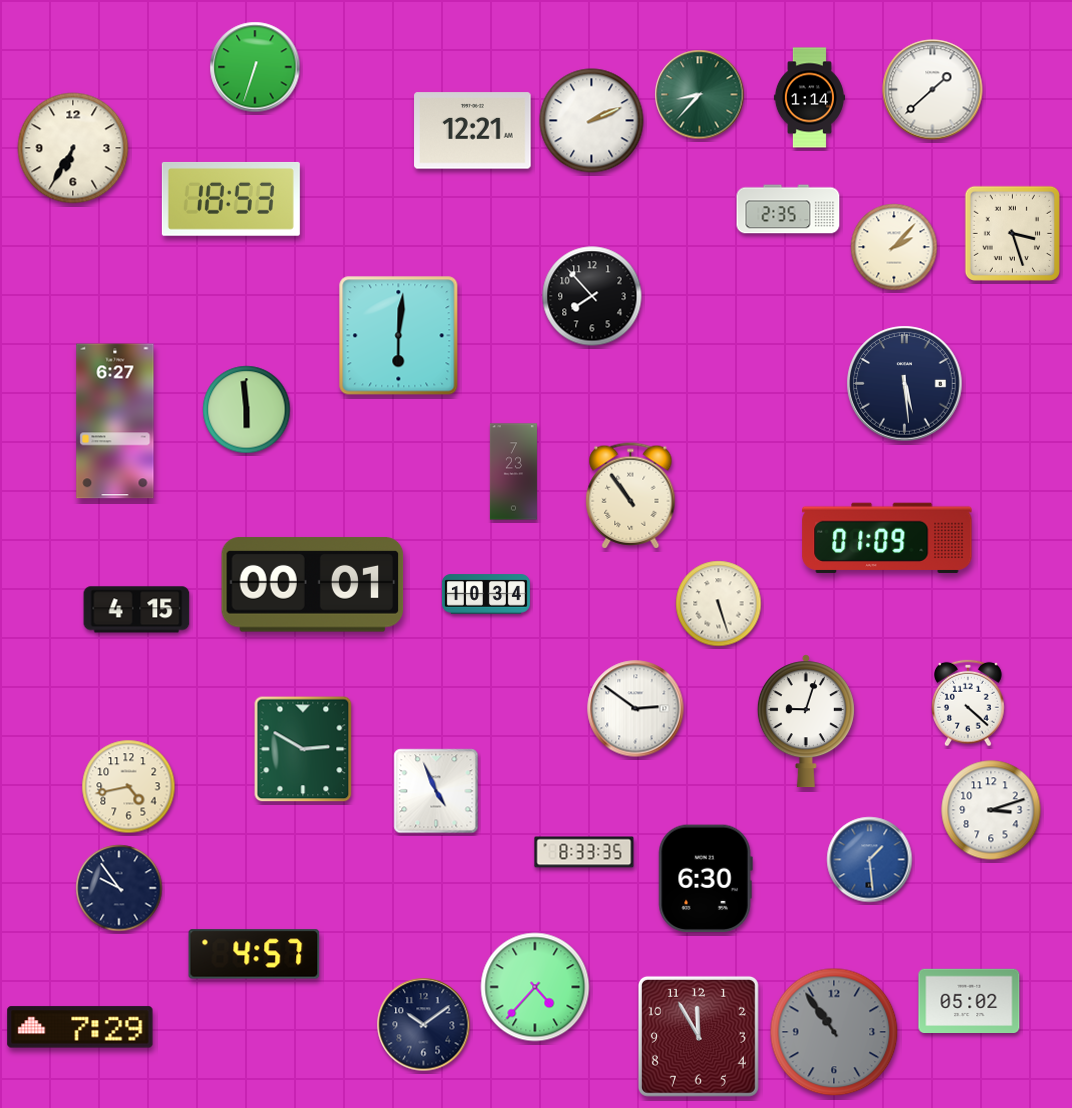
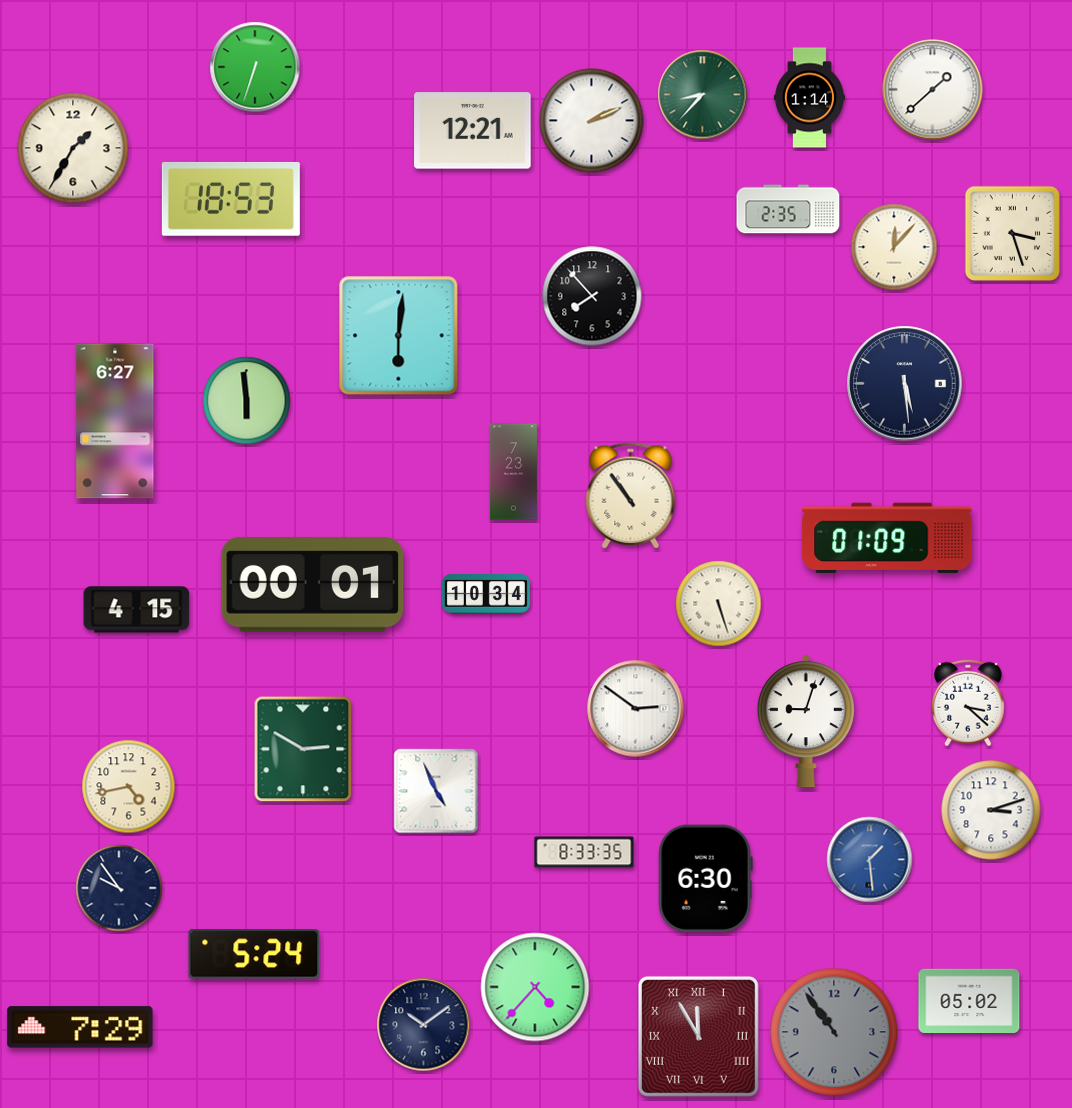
clock at (700, 95) position: (700, 95) -> (703, 95)
clock at (73, 148): 6:35 -> 1:35
clock at (894, 247): 2:07 -> 12:07
clock at (247, 410) position: (247, 410) -> (247, 401)
clock at (969, 703): 4:22 -> 3:22
clock at (254, 954): 4:57 -> 5:24
clock at (698, 1036) numerals: Arabic -> Roman
